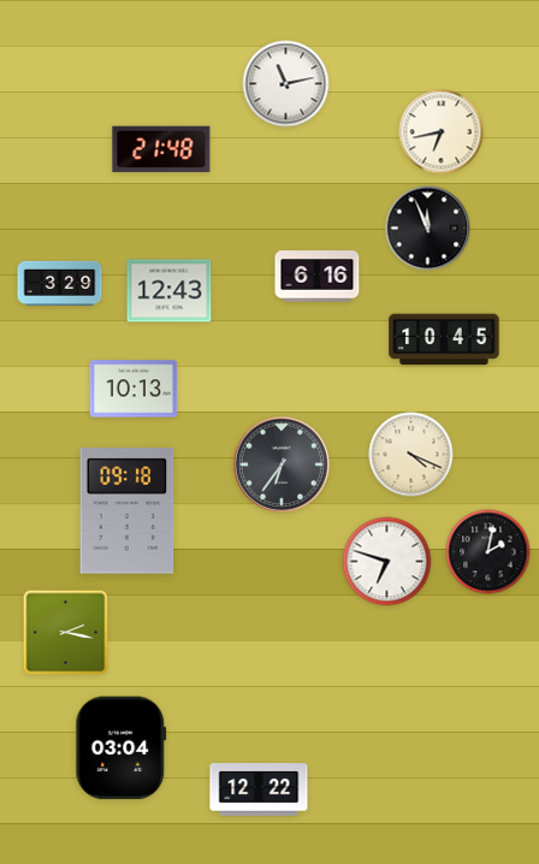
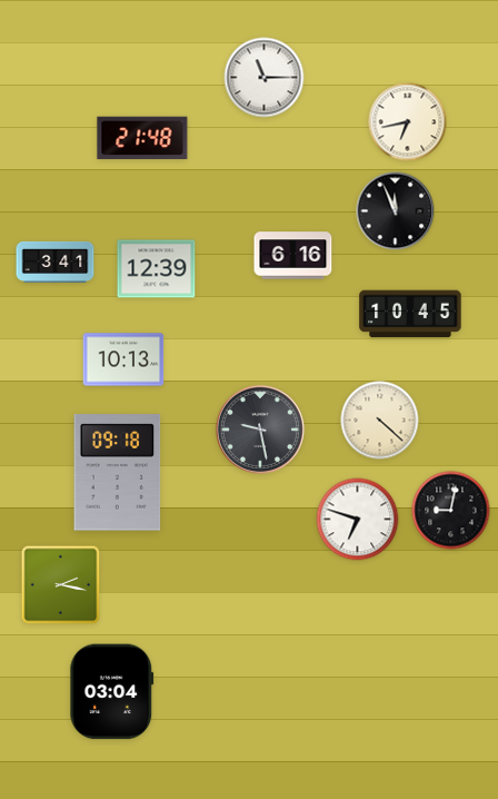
clock at (286, 84): 11:13 -> 11:15
clock at (161, 149) position: (161, 149) -> (142, 138)
clock at (60, 283): 3:29 -> 3:41
clock at (170, 291): 12:43 -> 12:39
clock at (411, 455): 4:19 -> 4:22
clock at (282, 464): 6:36 -> 9:28
clock at (488, 552): 2:02 -> 9:02
clock at (259, 789): 12:22 -> none
